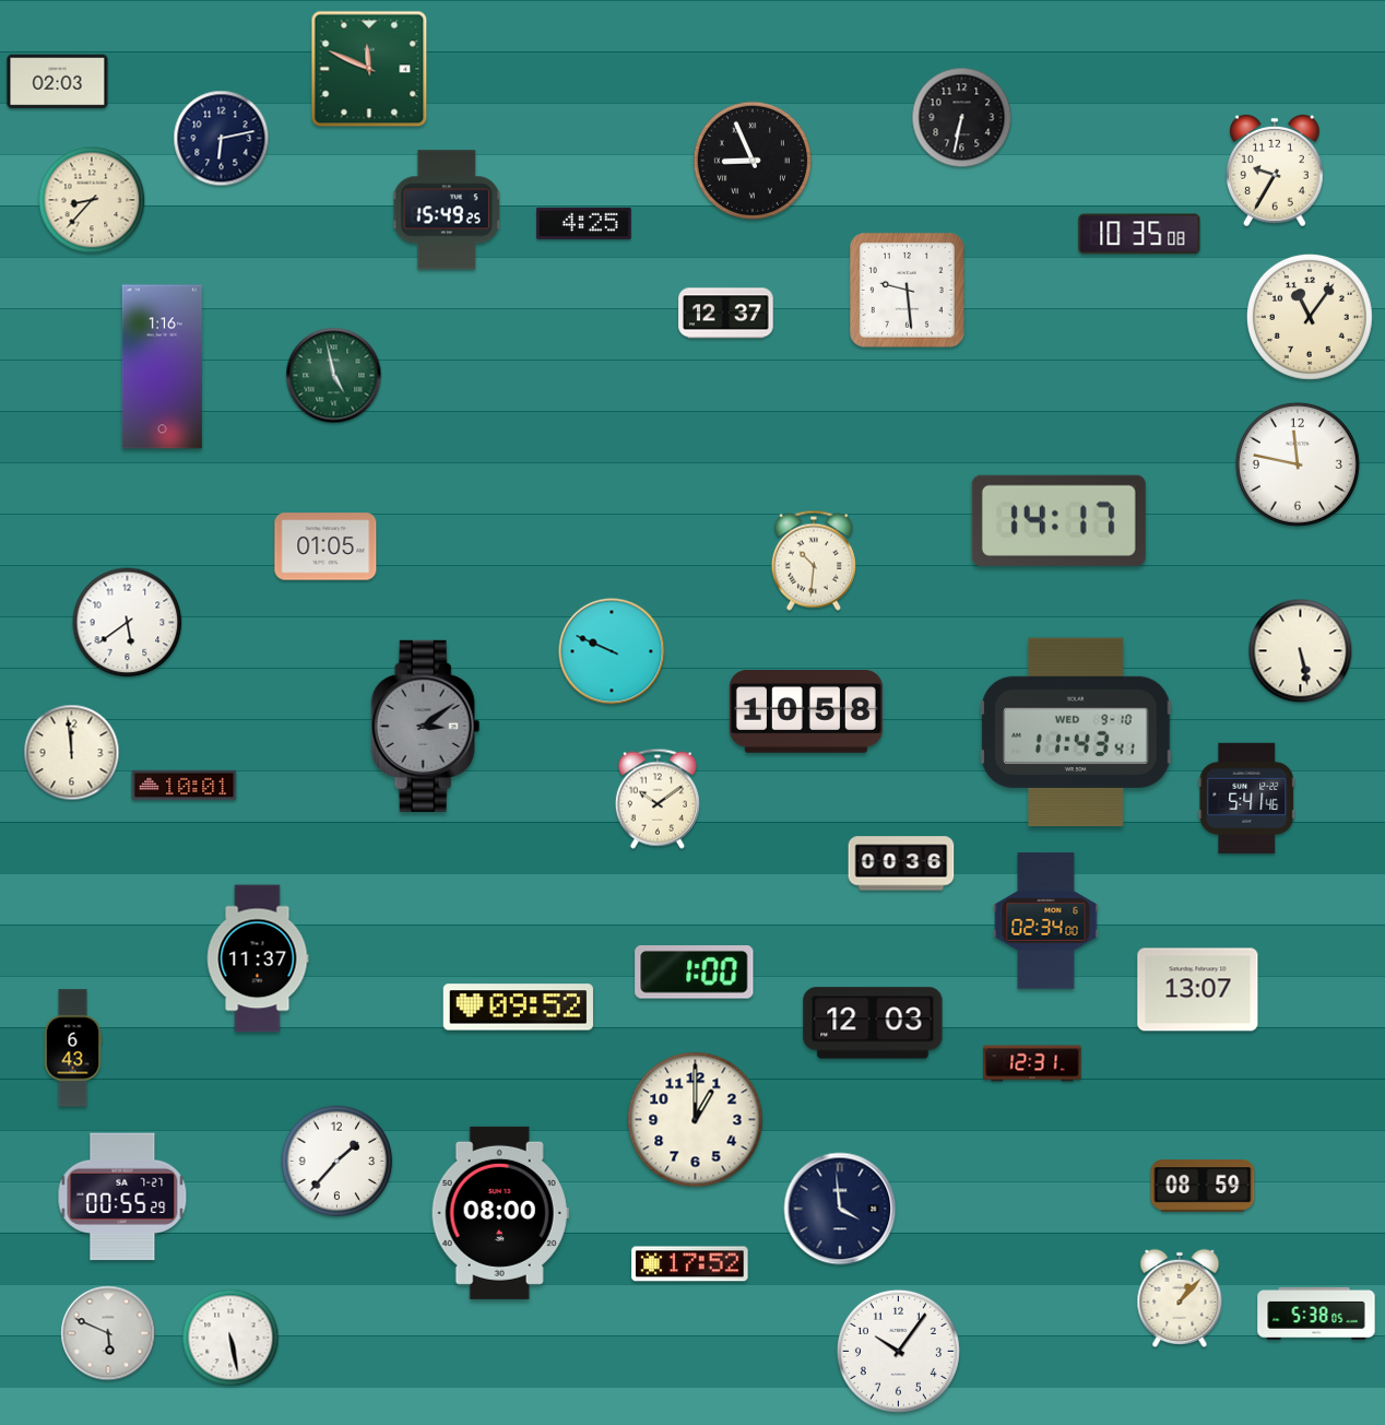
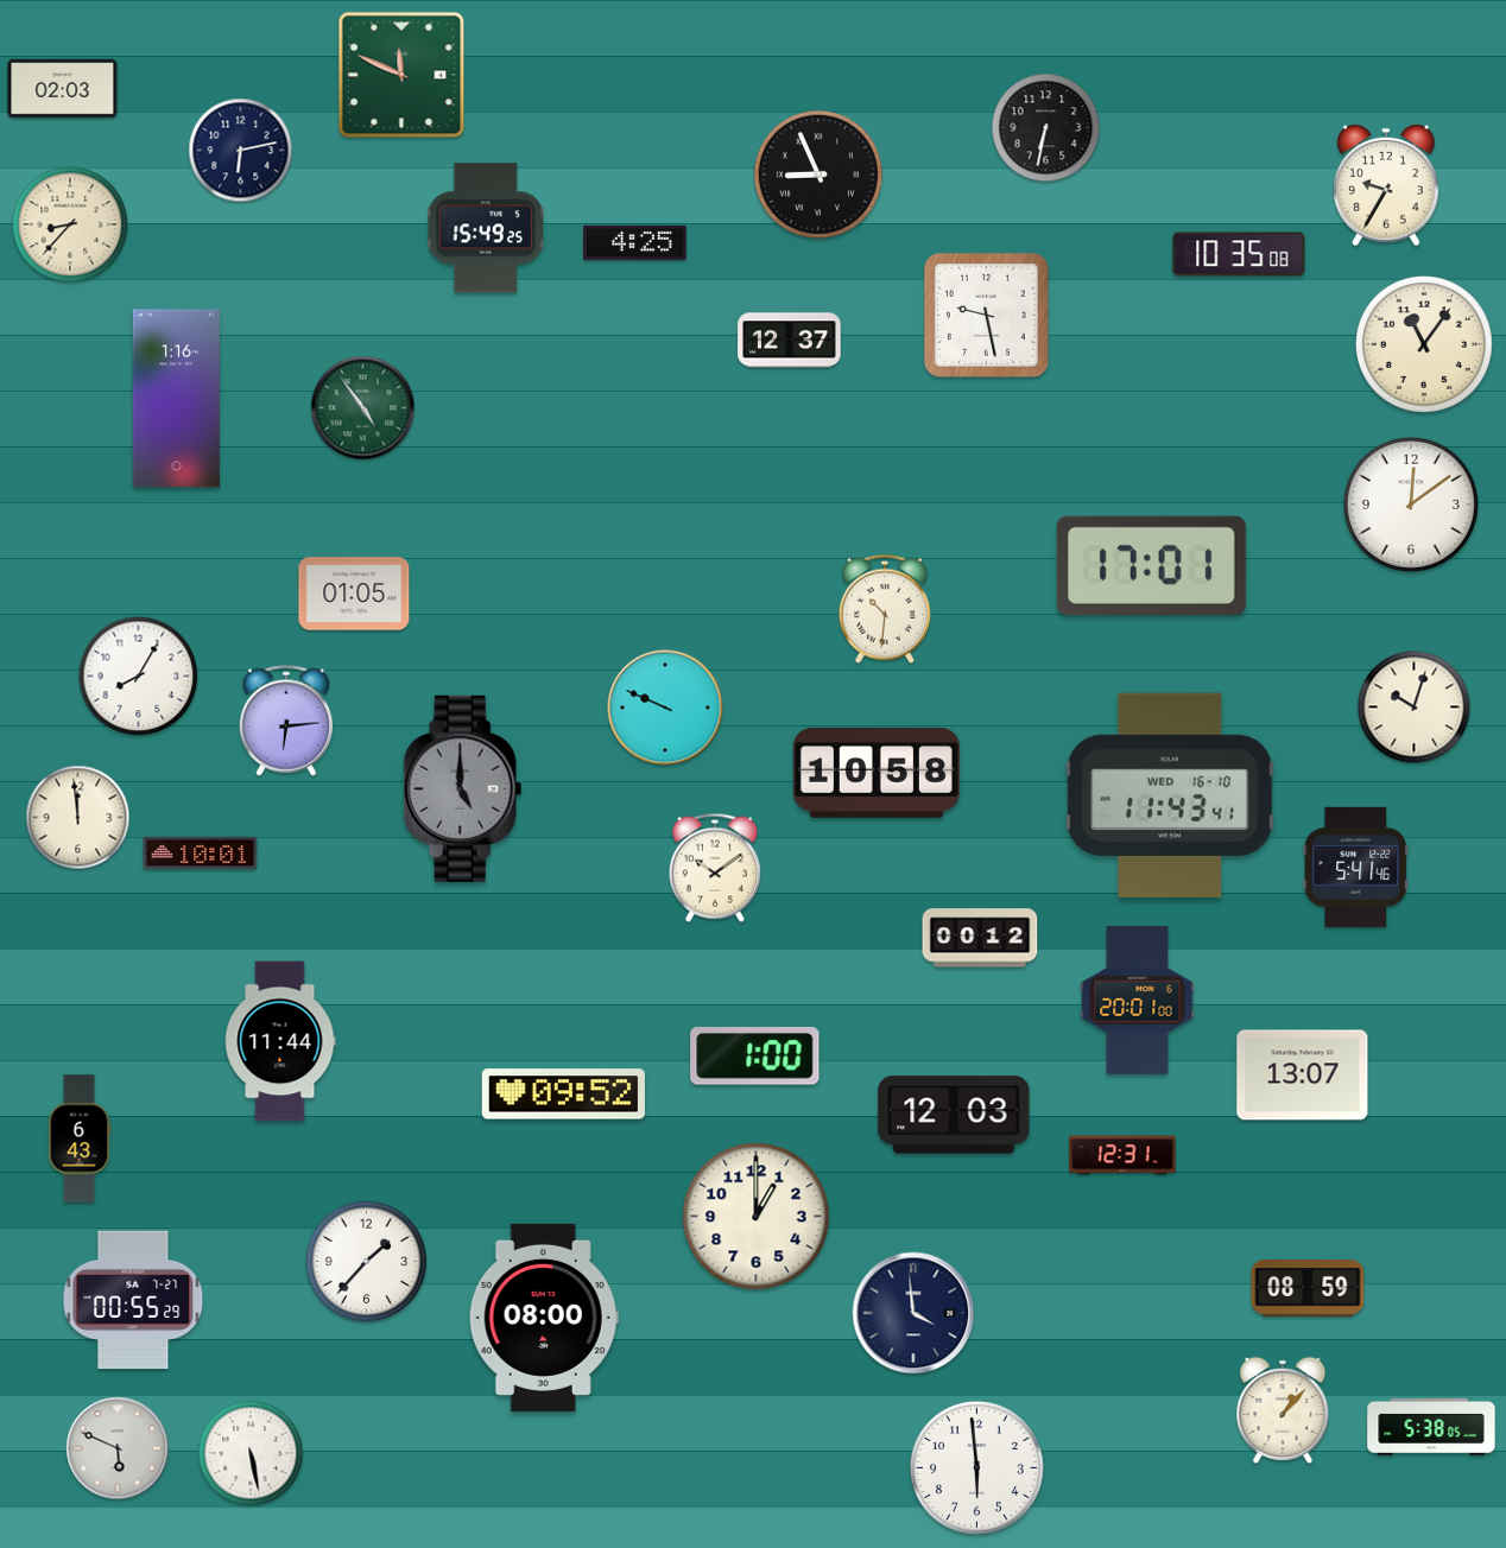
clock at (92, 200) position: (92, 200) -> (70, 224)
clock at (907, 290): 9:29 -> 9:28
clock at (334, 376): 4:58 -> 4:54
clock at (1298, 464): 11:47 -> 12:09
clock at (1058, 520): 14:17 -> 17:01
clock at (128, 623): 5:39 -> 8:05
clock at (1301, 651): 5:28 -> 10:03
clock at (286, 721): none -> 6:14
clock at (426, 726): 3:09 -> 5:00
clock at (1076, 732) date: WED 9-10 -> WED 16-10
clock at (901, 863): 00:36 -> 00:12
clock at (1046, 921): 02:34 -> 20:01
clock at (258, 958): 11:37 -> 11:44
clock at (873, 1023) position: (873, 1023) -> (954, 1115)
clock at (690, 1264): 17:52 -> none
clock at (898, 1351): 10:06 -> 5:59
